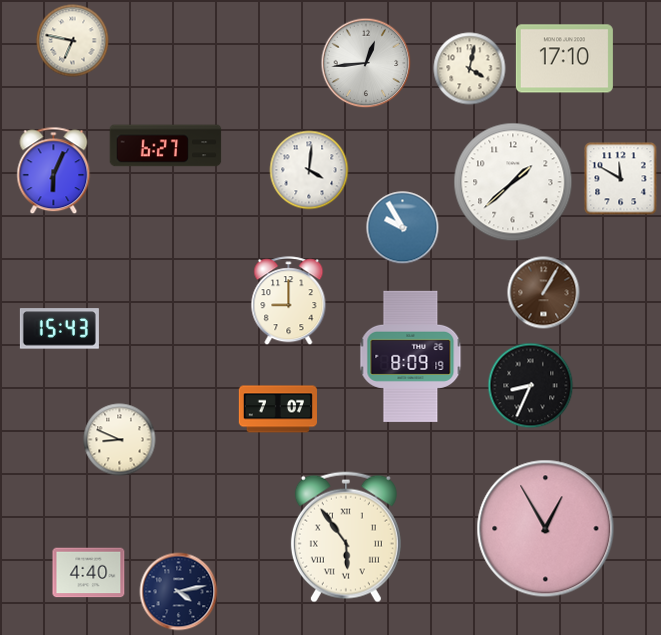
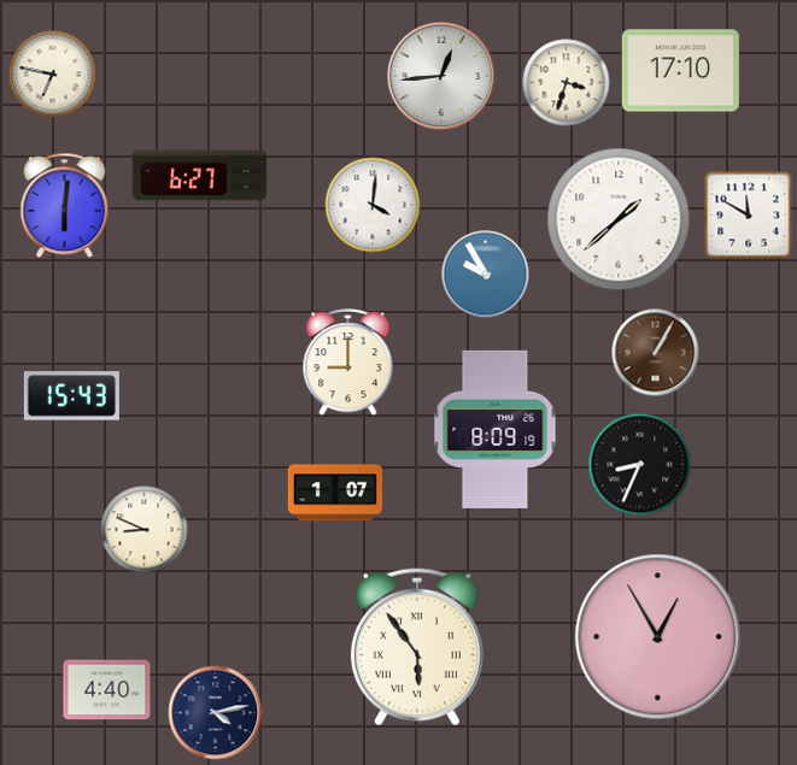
clock at (73, 41) position: (73, 41) -> (53, 75)
clock at (470, 69): 4:02 -> 3:33
clock at (54, 171): 6:04 -> 6:01
clock at (277, 409): 7:07 -> 1:07
